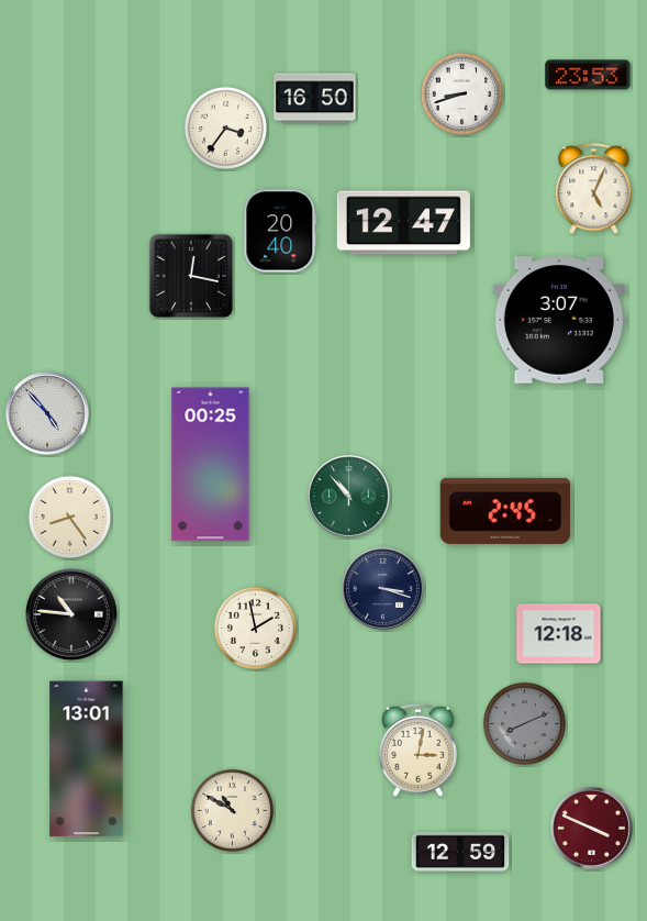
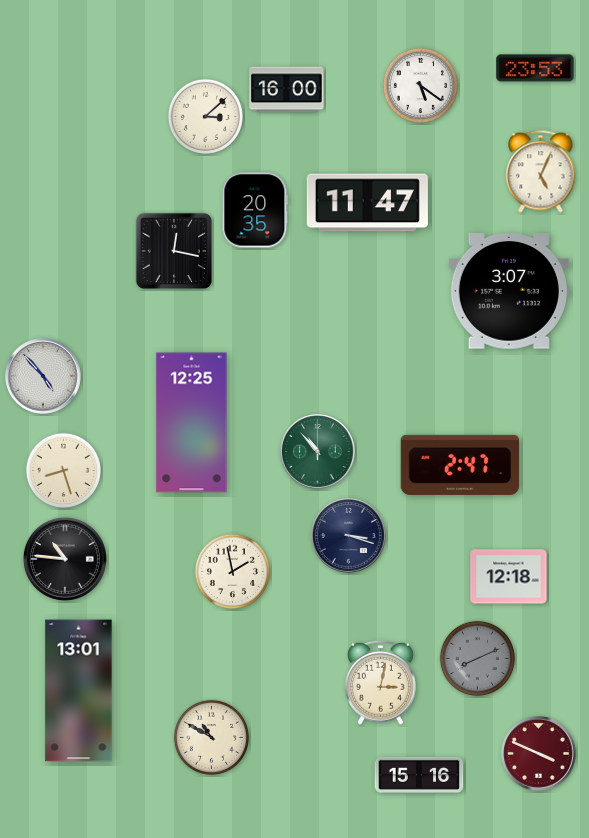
clock at (461, 93): 8:42 -> 5:21
clock at (315, 99): 16:50 -> 16:00
clock at (225, 127): 3:36 -> 3:08
clock at (403, 223): 12:47 -> 11:47
clock at (280, 231): 20:40 -> 20:35
clock at (211, 465): 00:25 -> 12:25
clock at (505, 511): 2:45 -> 2:47
clock at (69, 517): 8:24 -> 8:27
clock at (460, 852): 12:59 -> 15:16
